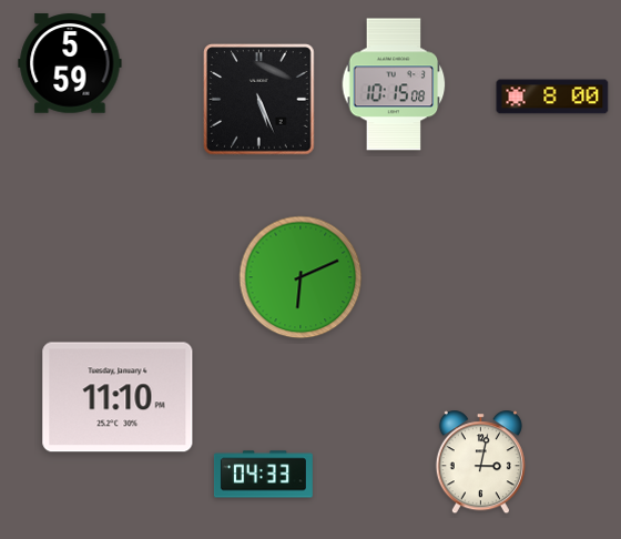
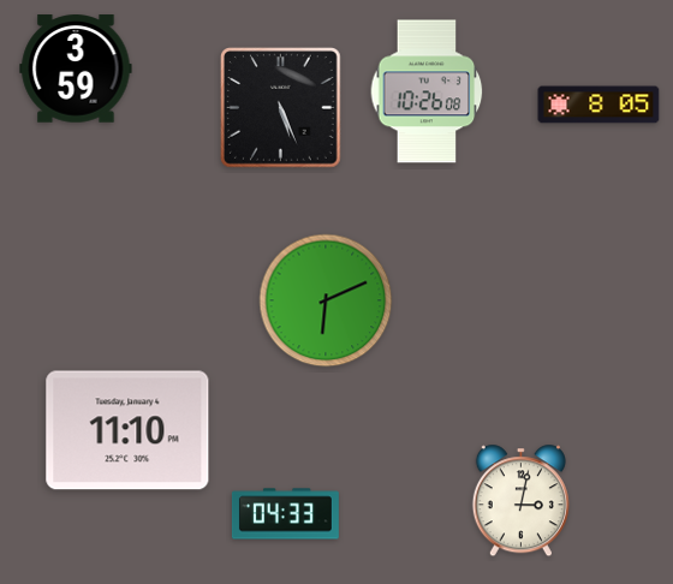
clock at (70, 63): 5:59 -> 3:59
clock at (394, 84): 10:15 -> 10:26
clock at (552, 96): 8:00 -> 8:05
